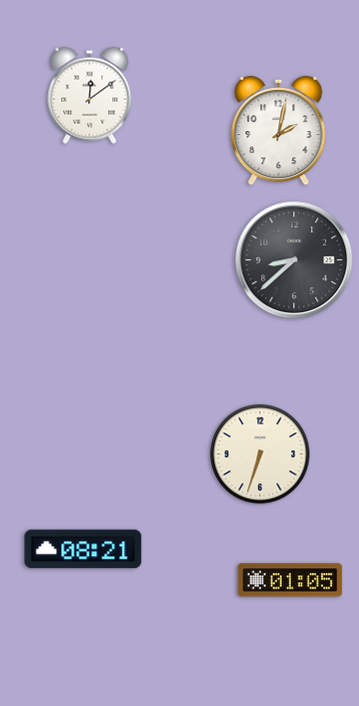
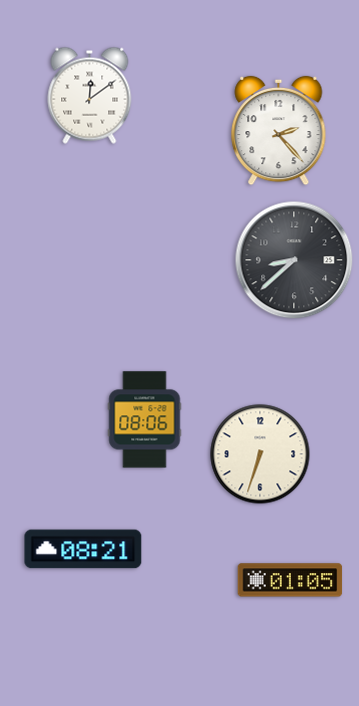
clock at (279, 131): 2:02 -> 2:23
clock at (145, 420): none -> 08:06
